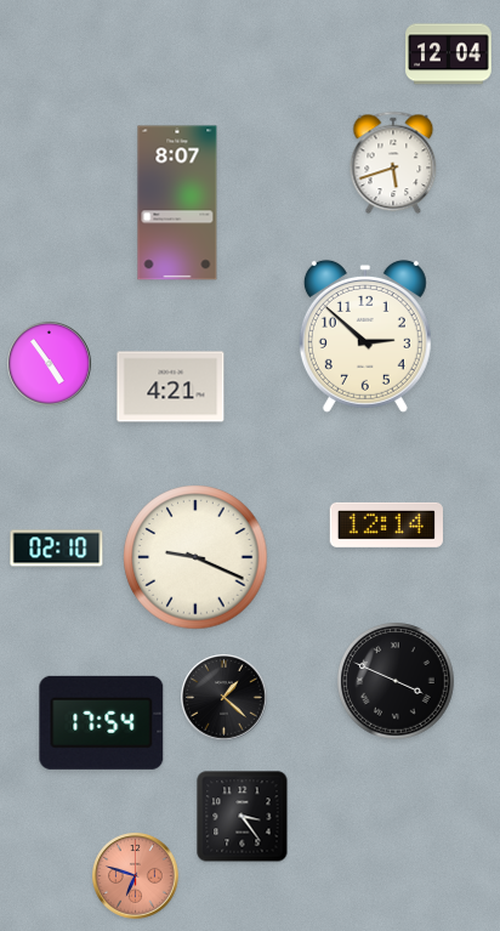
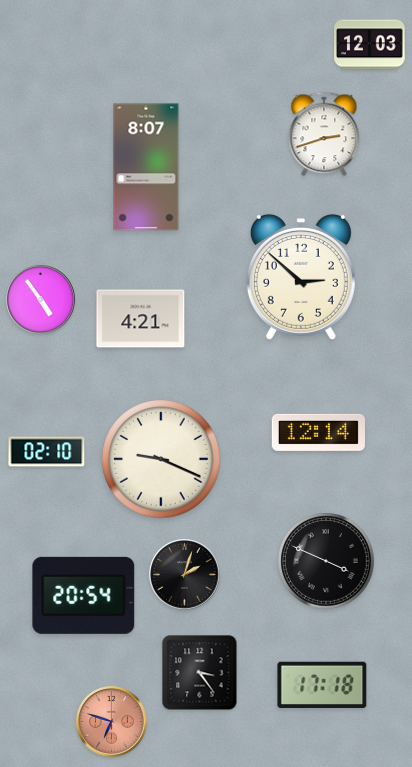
clock at (449, 55): 12:04 -> 12:03
clock at (393, 163): 5:42 -> 2:42
clock at (225, 698): 1:22 -> 2:03
clock at (102, 722): 17:54 -> 20:54
clock at (322, 684): none -> 17:18
